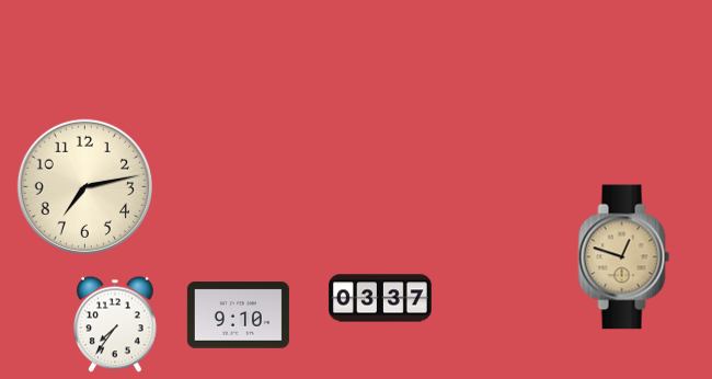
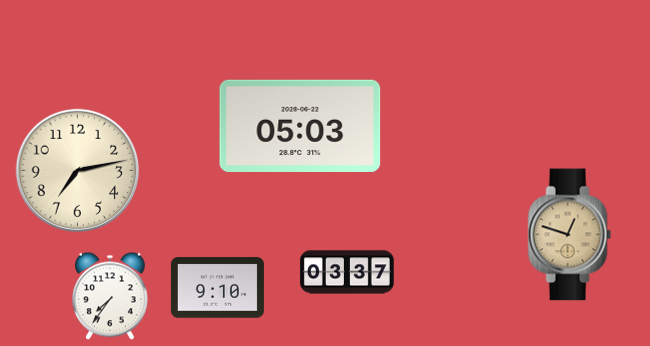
clock at (300, 126): none -> 05:03
clock at (115, 324) position: (115, 324) -> (110, 296)
